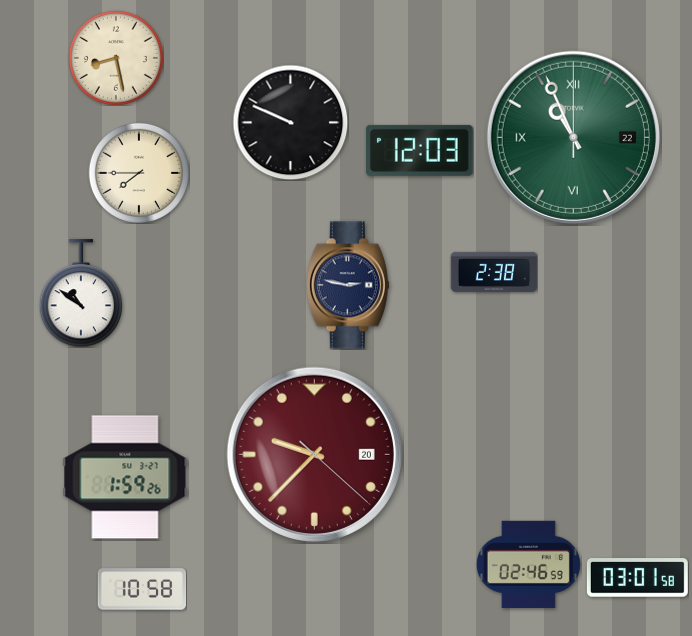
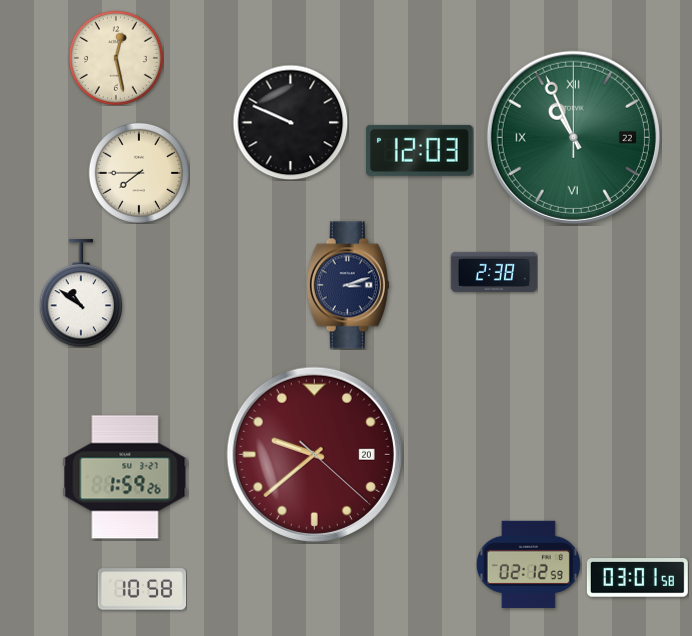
clock at (116, 58): 8:28 -> 12:28
clock at (348, 285): 2:47 -> 3:12
clock at (314, 454): 9:37 -> 9:38
clock at (528, 564): 02:46 -> 02:12
